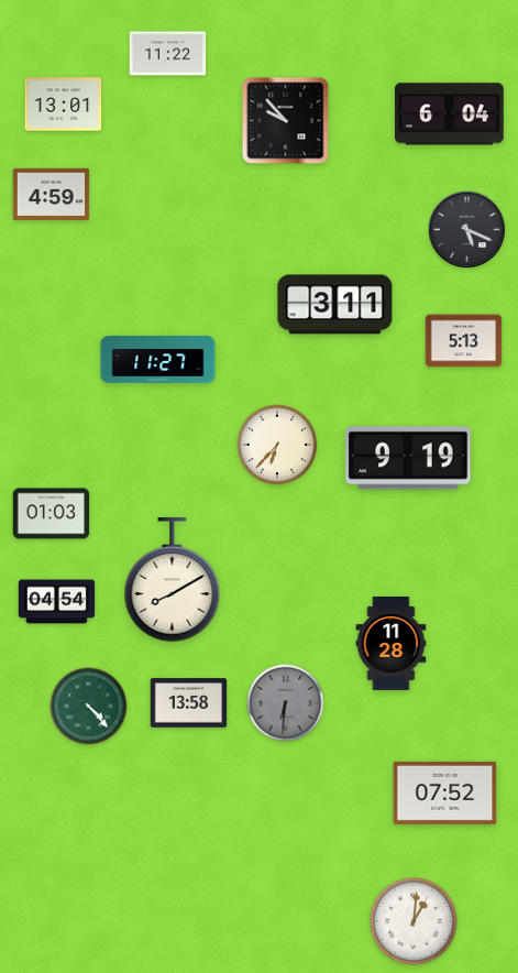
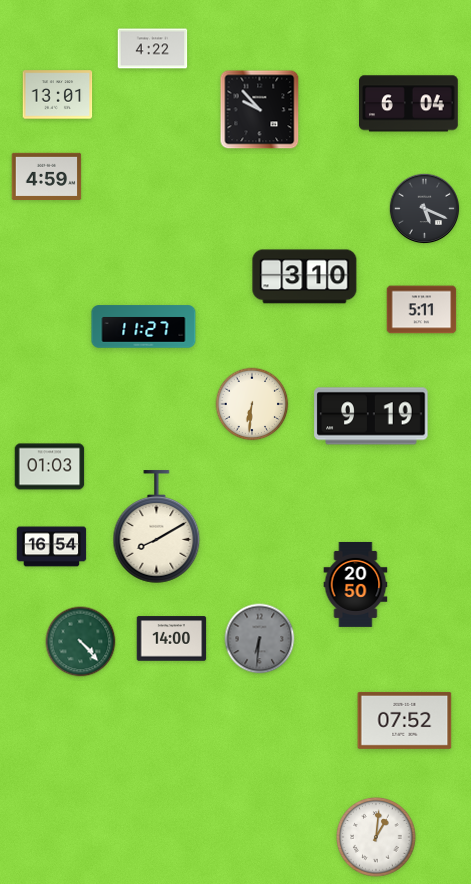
clock at (168, 54): 11:22 -> 4:22
clock at (335, 305): 3:11 -> 3:10
clock at (464, 341): 5:13 -> 5:11
clock at (277, 445): 6:37 -> 6:31
clock at (52, 514) position: (52, 514) -> (50, 467)
clock at (57, 602): 04:54 -> 16:54
clock at (392, 643): 11:28 -> 20:50
clock at (189, 703): 13:58 -> 14:00
